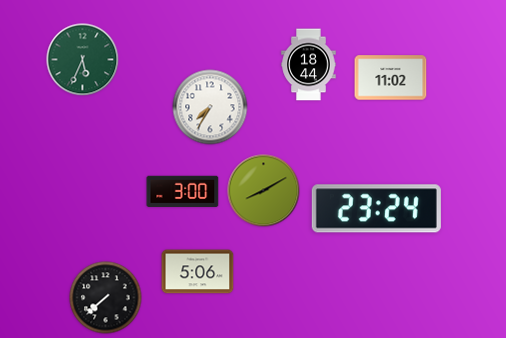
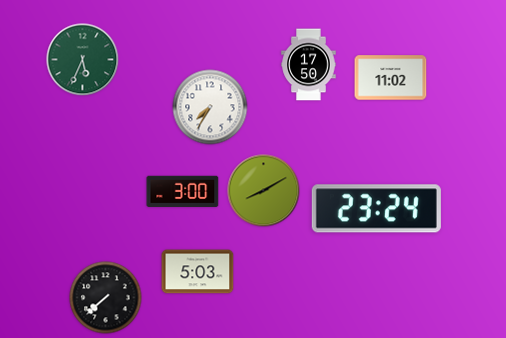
clock at (309, 65): 18:44 -> 17:50
clock at (198, 272): 5:06 -> 5:03
